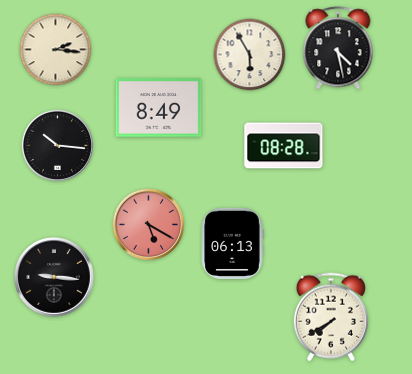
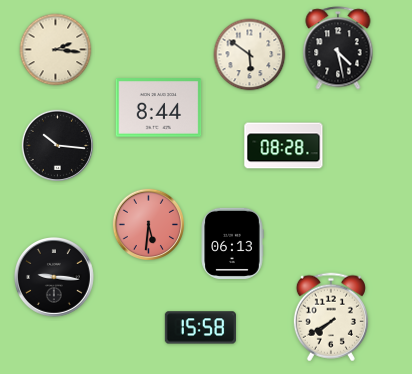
clock at (250, 55): 5:55 -> 5:51
clock at (159, 108): 8:49 -> 8:44
clock at (148, 224): 5:20 -> 5:31
clock at (200, 328): none -> 15:58
